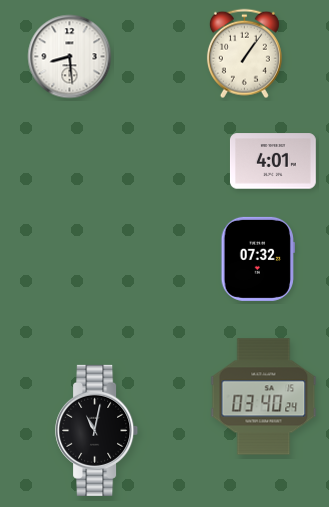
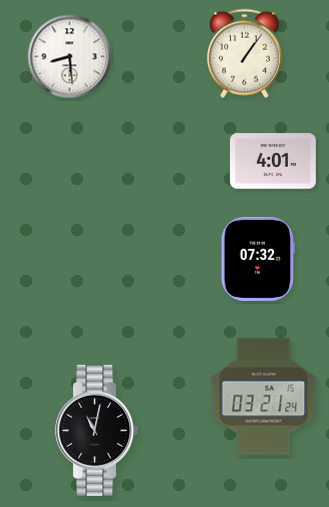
clock at (264, 397): 03:40 -> 03:21
